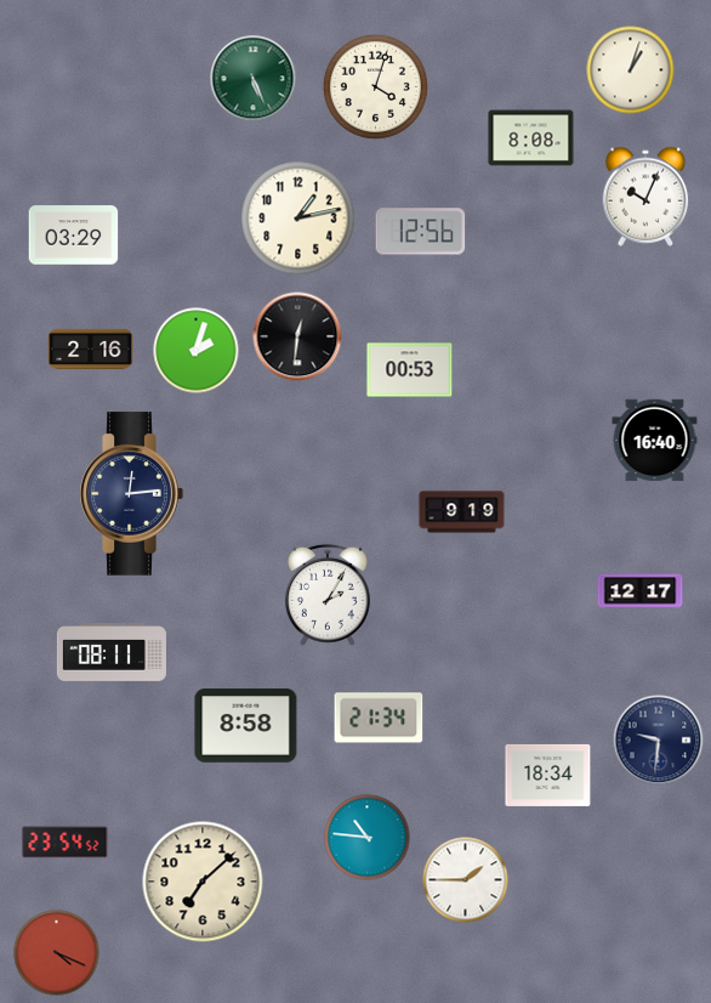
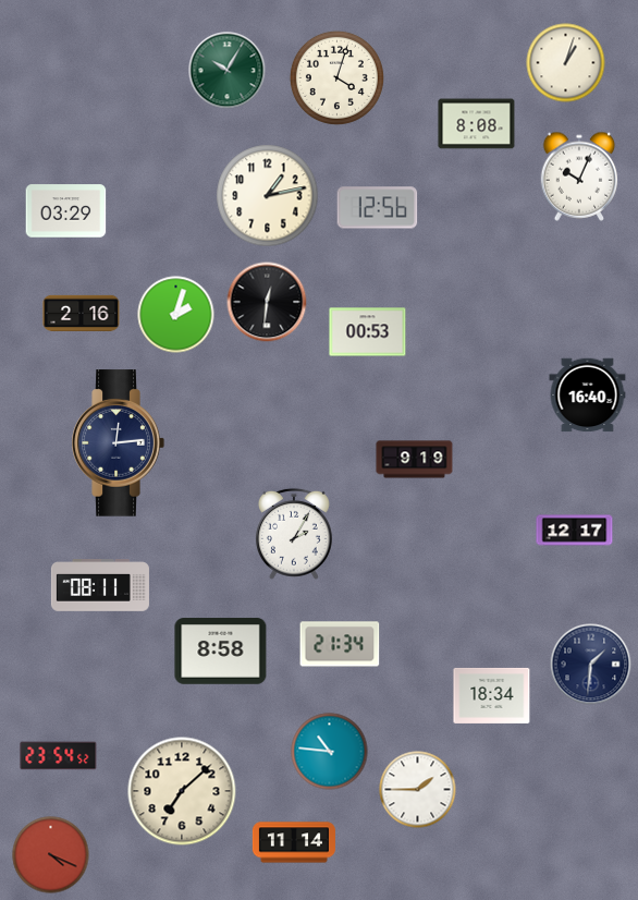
clock at (254, 79): 5:26 -> 10:05
clock at (659, 741): 9:31 -> 1:31
clock at (294, 842): none -> 11:14
